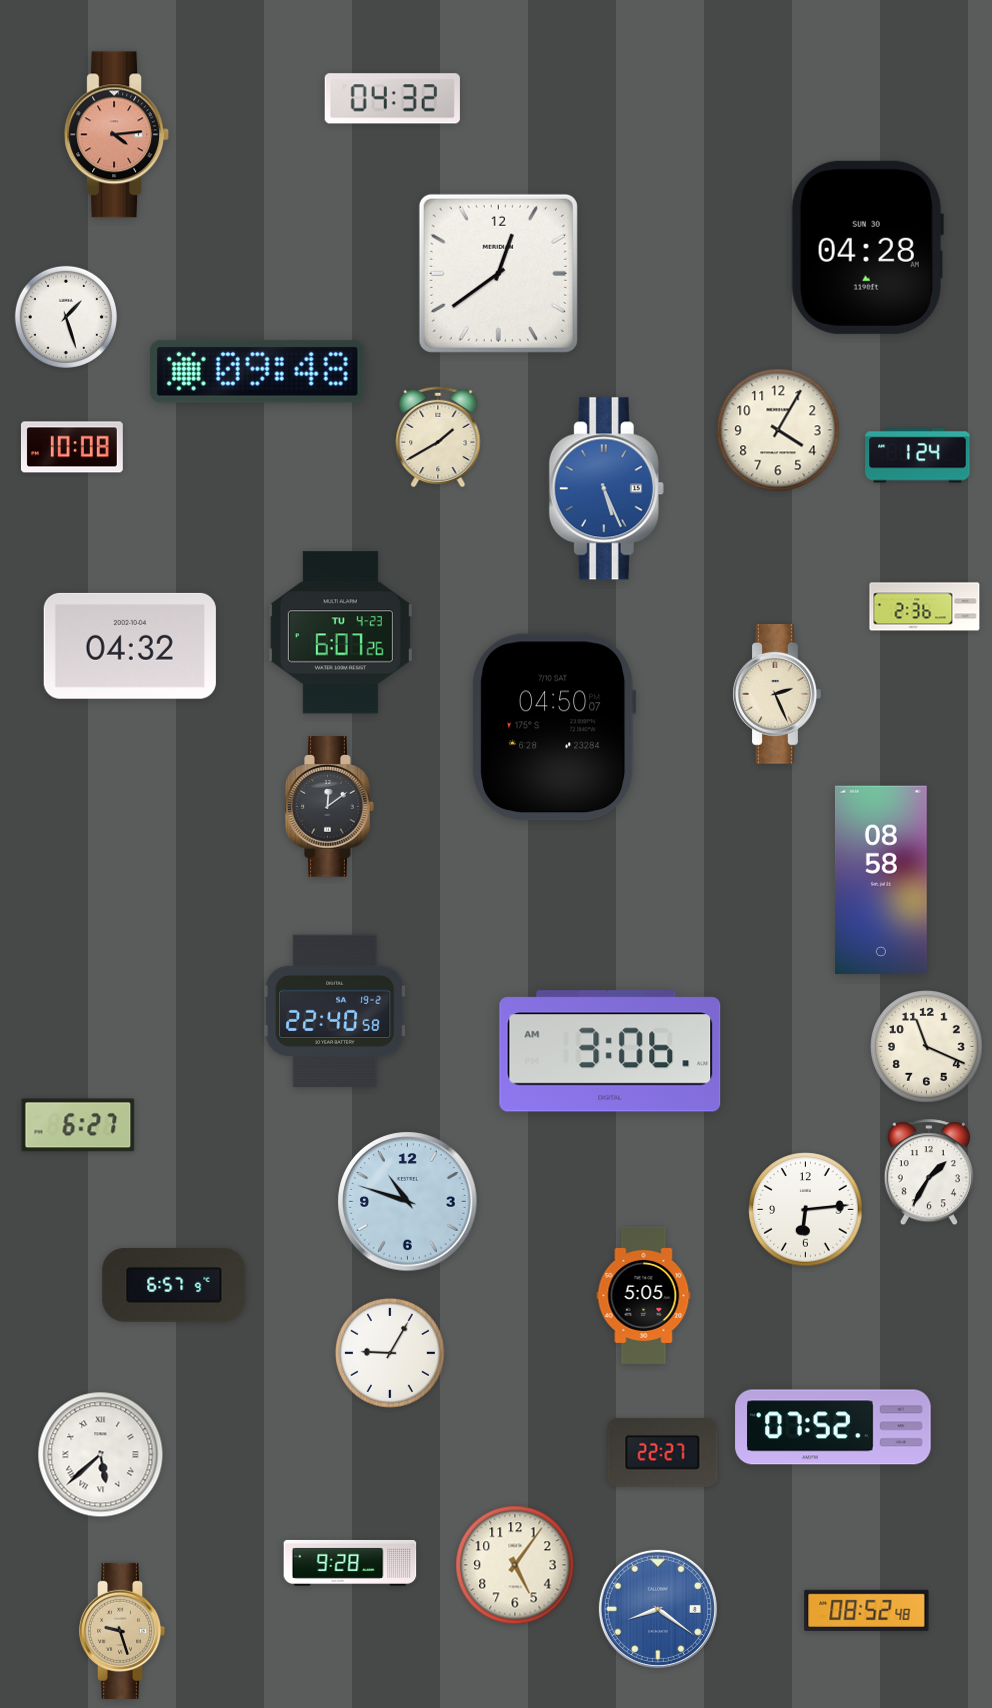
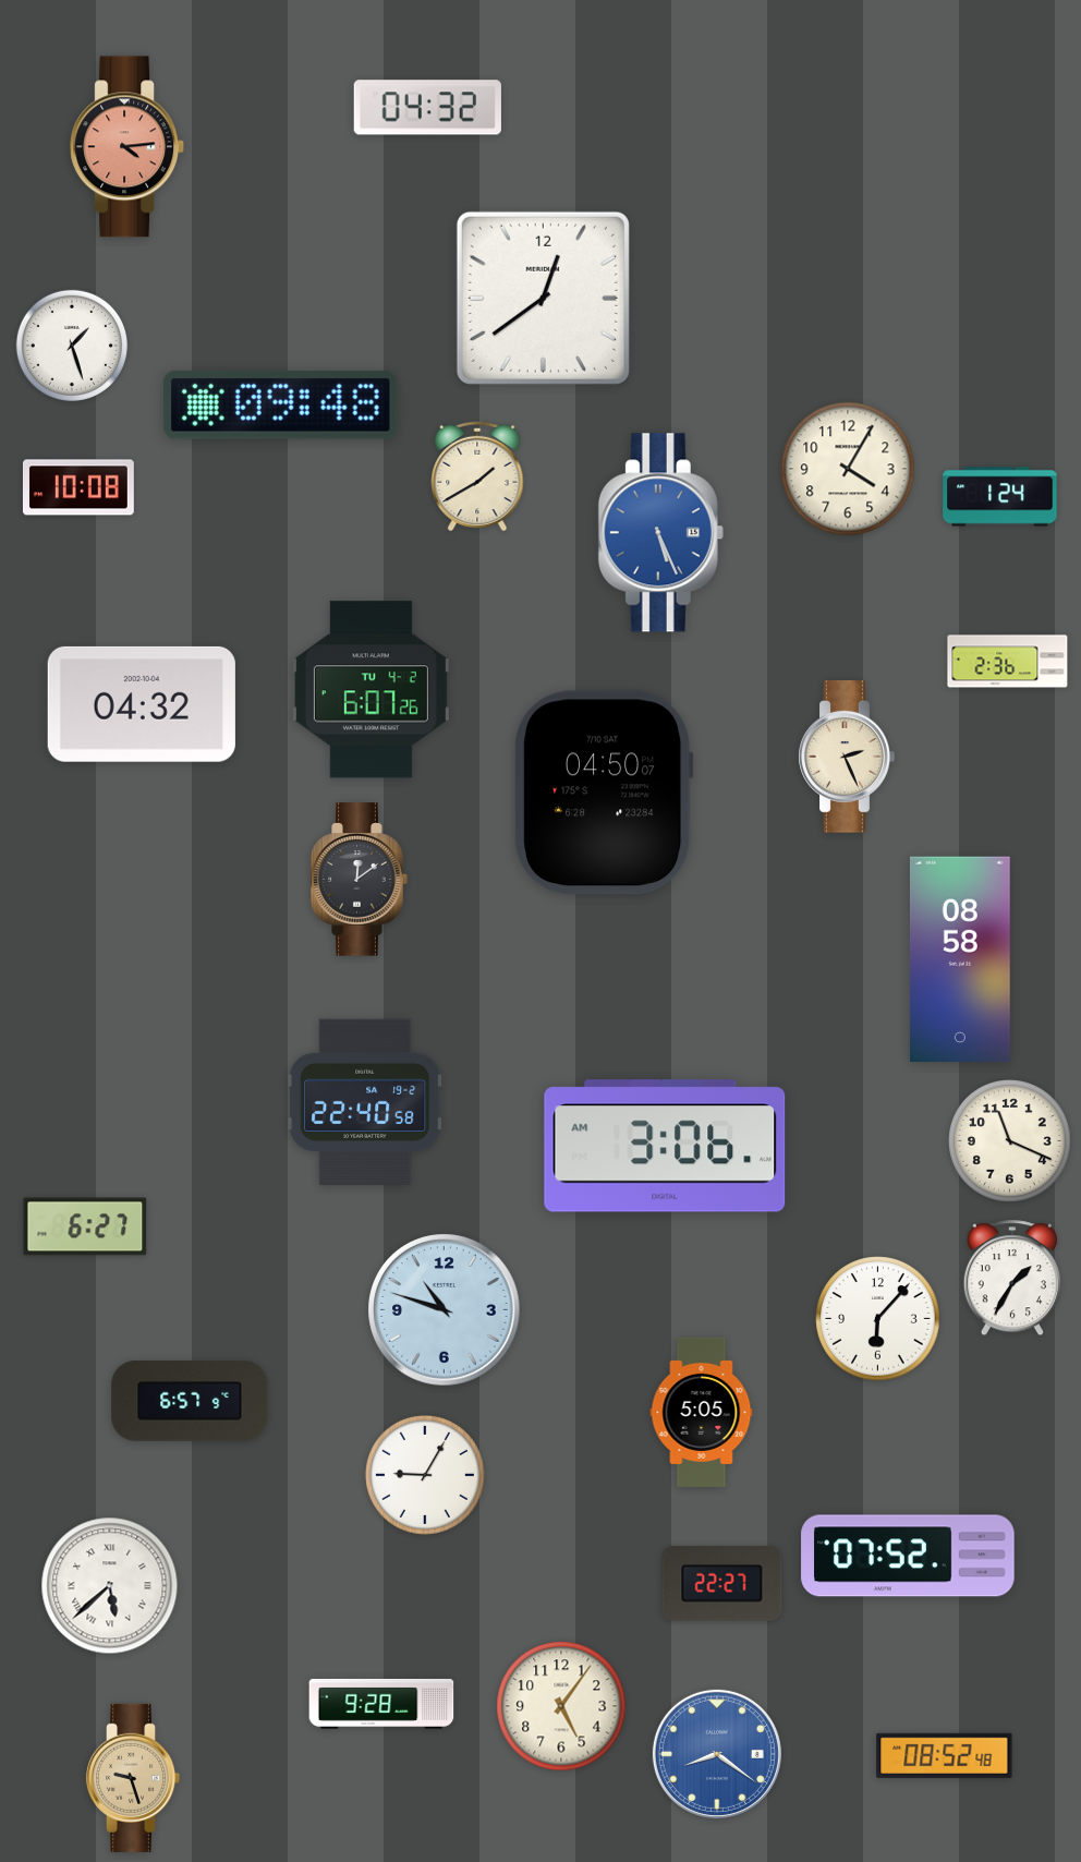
clock at (867, 247): 04:28 -> none
clock at (340, 633) date: TU 4-23 -> TU 4-2
clock at (806, 1210): 6:14 -> 6:07
